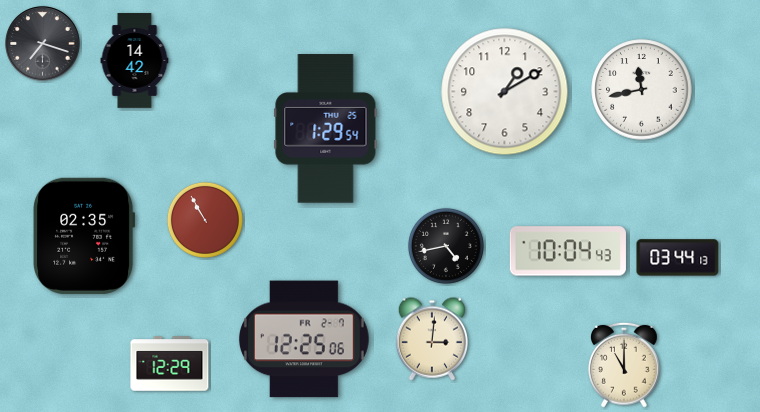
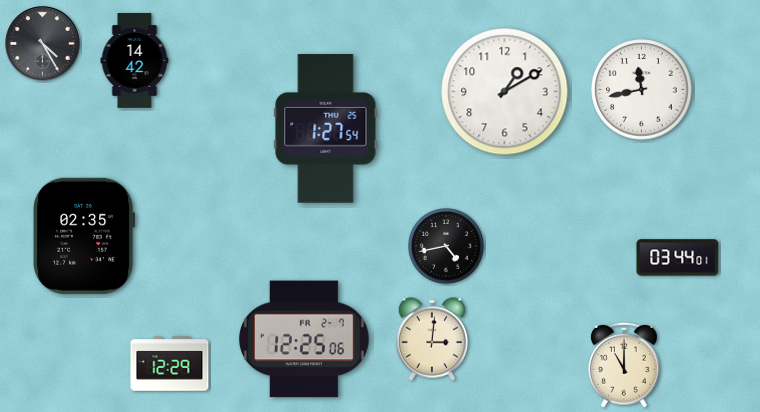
clock at (43, 44): 7:18 -> 4:25
clock at (326, 129): 1:29 -> 1:27
clock at (205, 220): 10:55 -> none
clock at (568, 251): 10:04 -> none
clock at (678, 258): 03:44:13 -> 03:44:01
